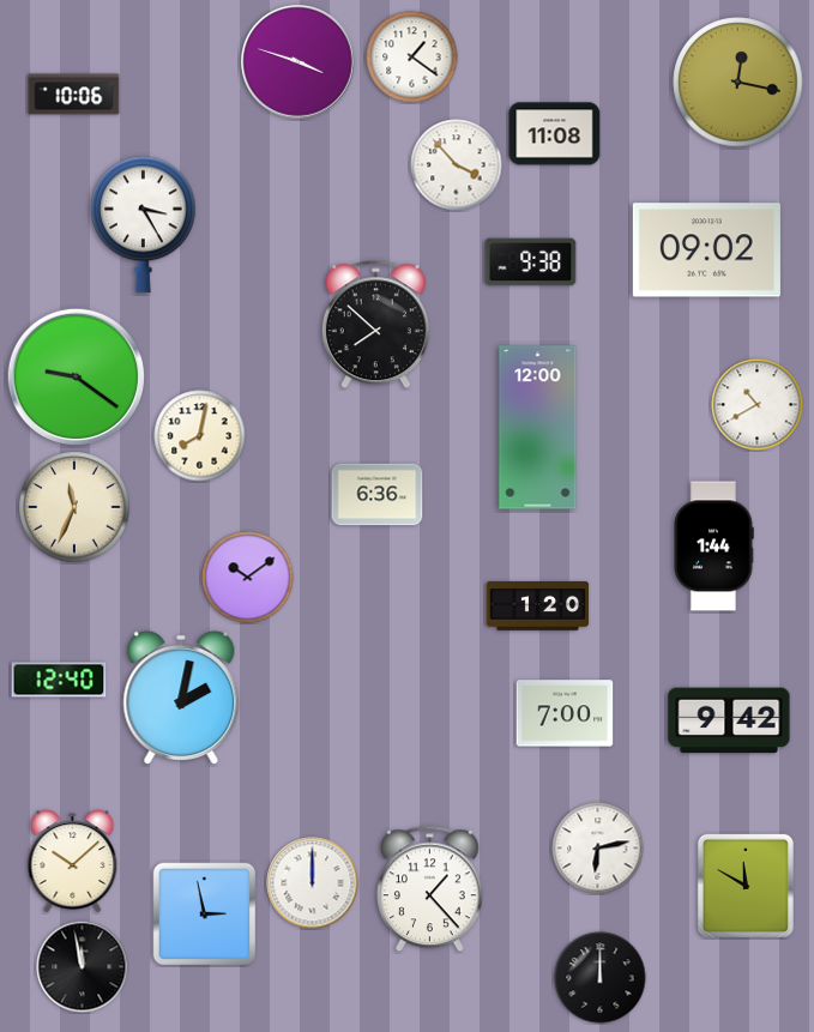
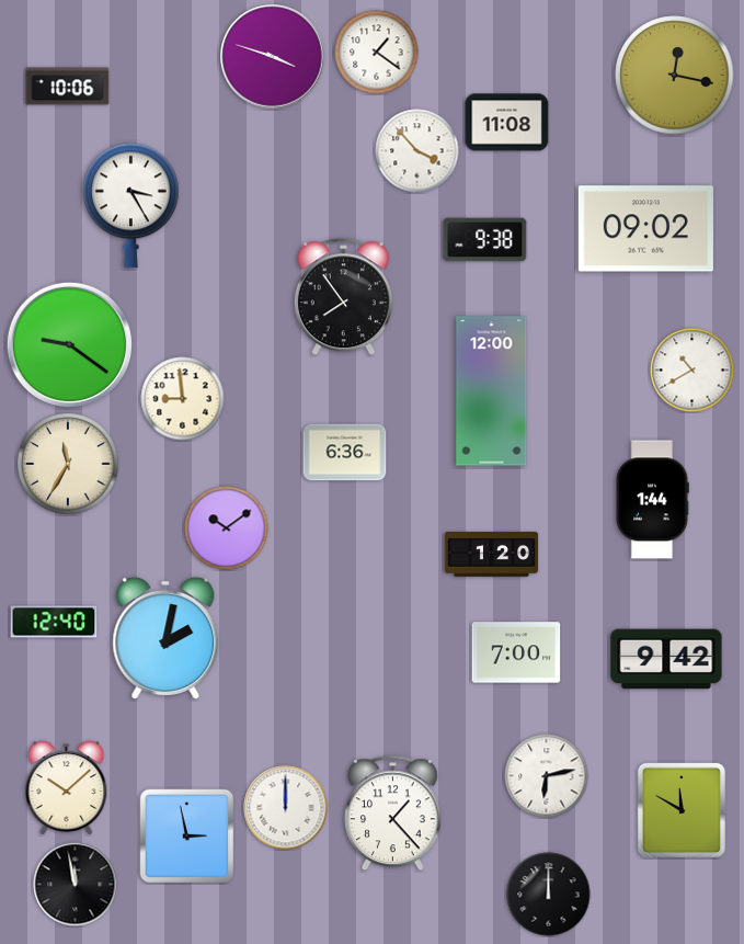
clock at (375, 325): 7:52 -> 7:54
clock at (200, 436): 8:02 -> 8:59
clock at (74, 507): 11:34 -> 11:35
